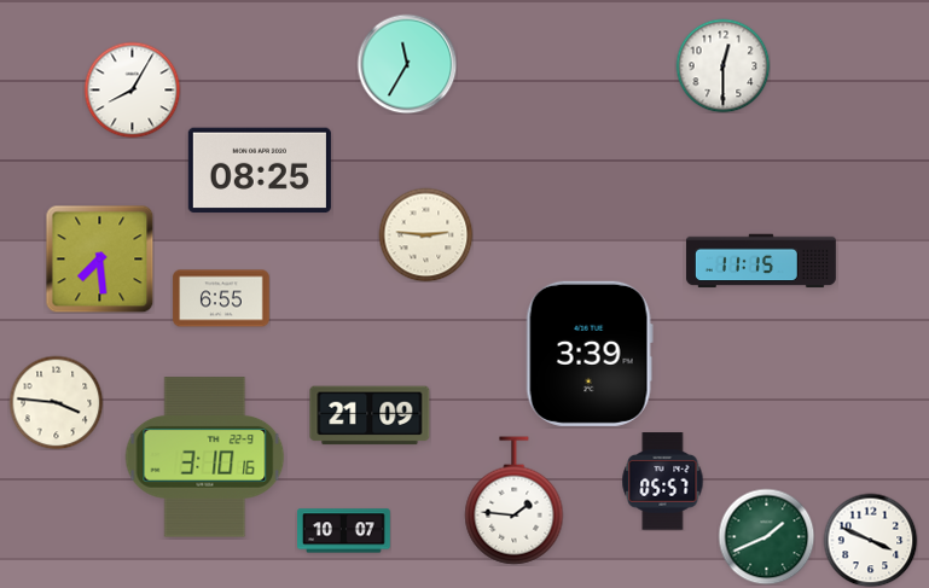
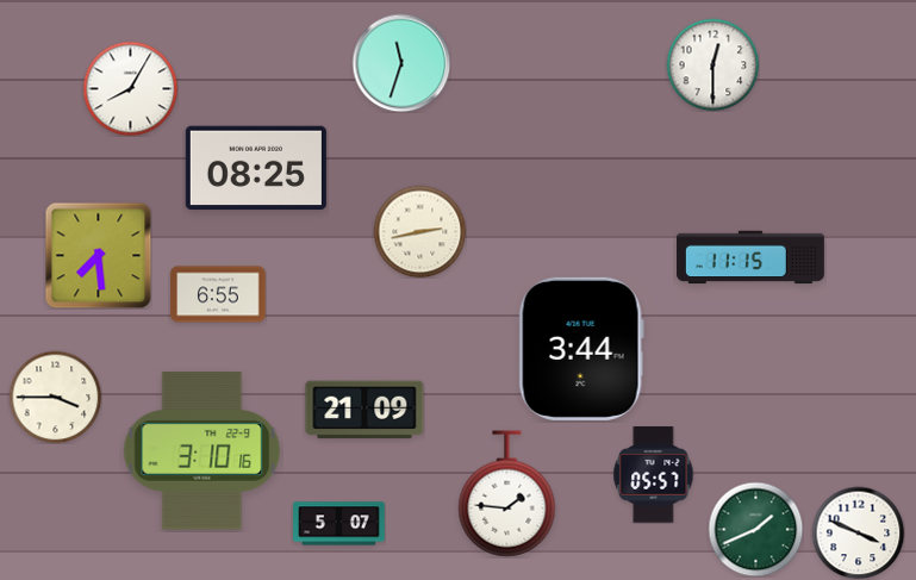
clock at (407, 64): 11:35 -> 11:33
clock at (425, 234): 2:46 -> 2:43
clock at (590, 354): 3:39 -> 3:44
clock at (56, 402): 3:46 -> 3:45
clock at (344, 531): 10:07 -> 5:07
